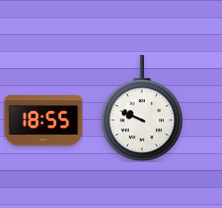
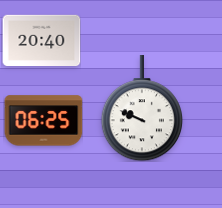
clock at (41, 40): none -> 20:40
clock at (43, 121): 18:55 -> 06:25
